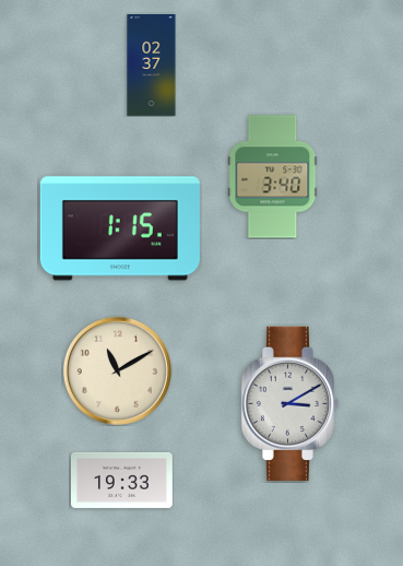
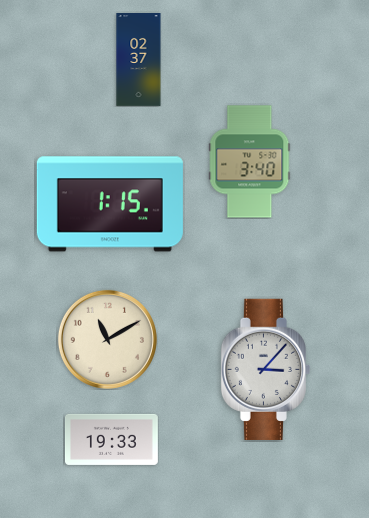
clock at (120, 228) position: (120, 228) -> (110, 204)
clock at (289, 403): 3:10 -> 3:07
